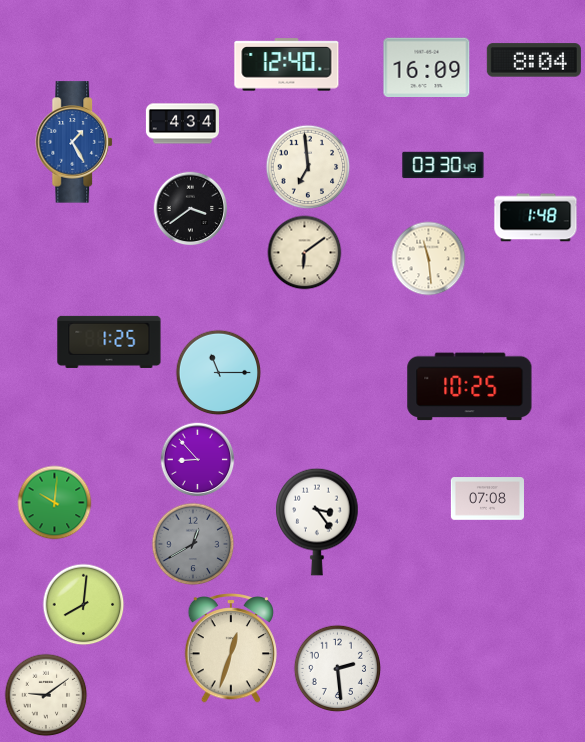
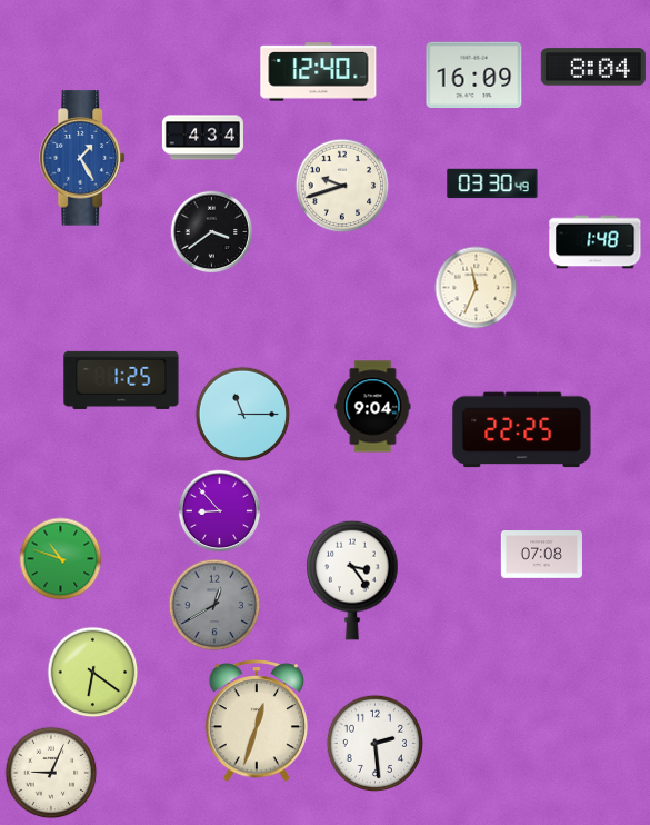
clock at (308, 167): 6:59 -> 9:42
clock at (305, 253): 6:09 -> none
clock at (429, 259): 11:29 -> 11:34
clock at (373, 407): none -> 9:04
clock at (470, 387): 10:25 -> 22:25
clock at (55, 503): 10:01 -> 10:48
clock at (84, 605): 8:01 -> 6:21
clock at (46, 695): 9:09 -> 9:04
